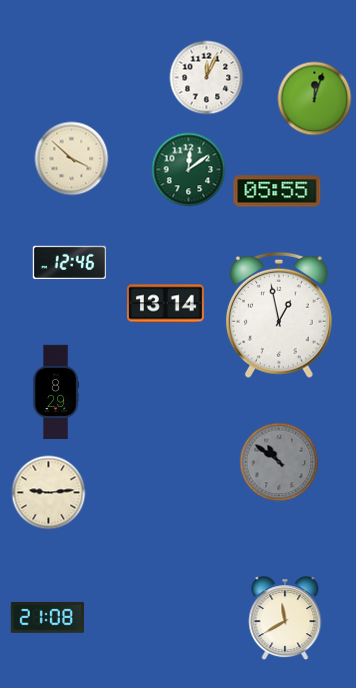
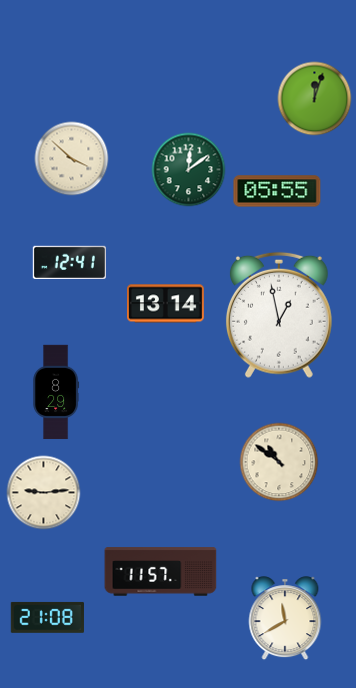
clock at (207, 78): 12:04 -> none
clock at (69, 262): 12:46 -> 12:41
clock at (279, 462) dial: grey -> cream
clock at (49, 493) position: (49, 493) -> (44, 493)
clock at (161, 572): none -> 11:57
